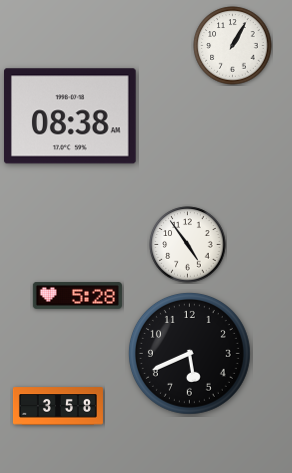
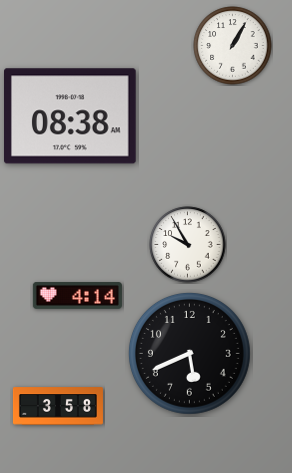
clock at (188, 245): 4:54 -> 9:55
clock at (77, 296): 5:28 -> 4:14
